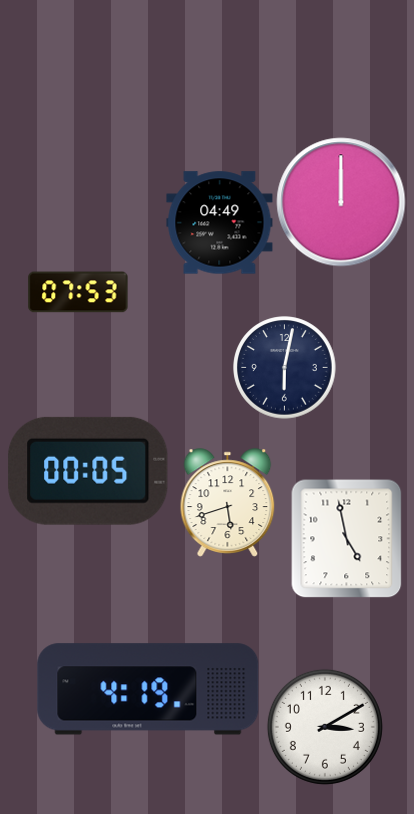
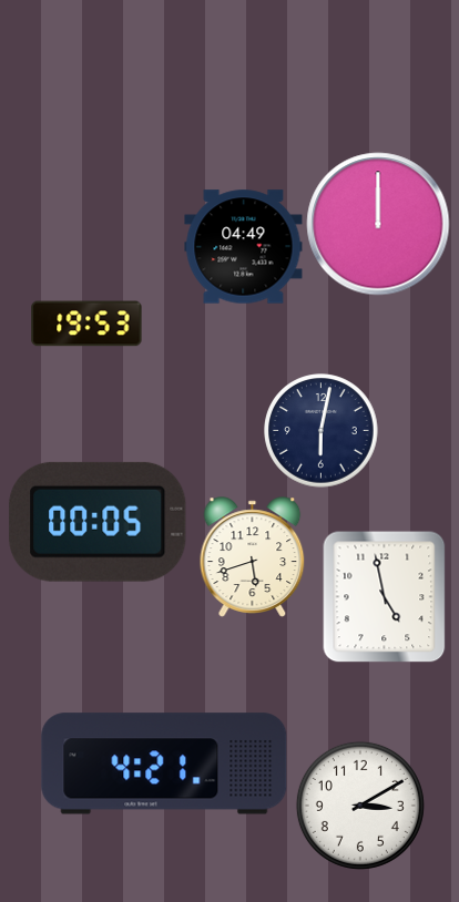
clock at (78, 292): 07:53 -> 19:53
clock at (285, 368) position: (285, 368) -> (322, 431)
clock at (148, 689): 4:19 -> 4:21
